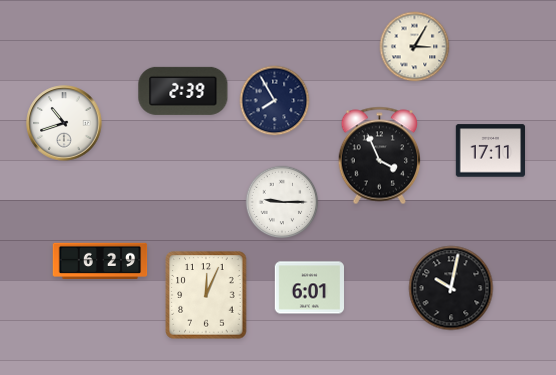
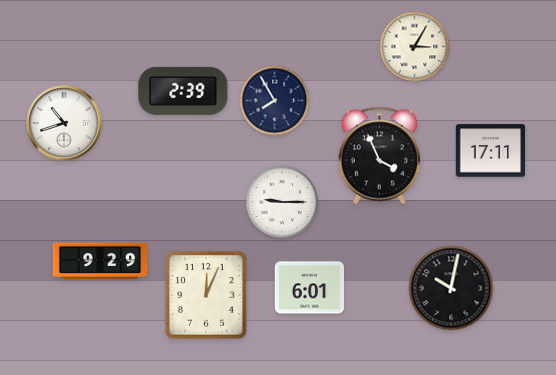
clock at (100, 260): 6:29 -> 9:29
